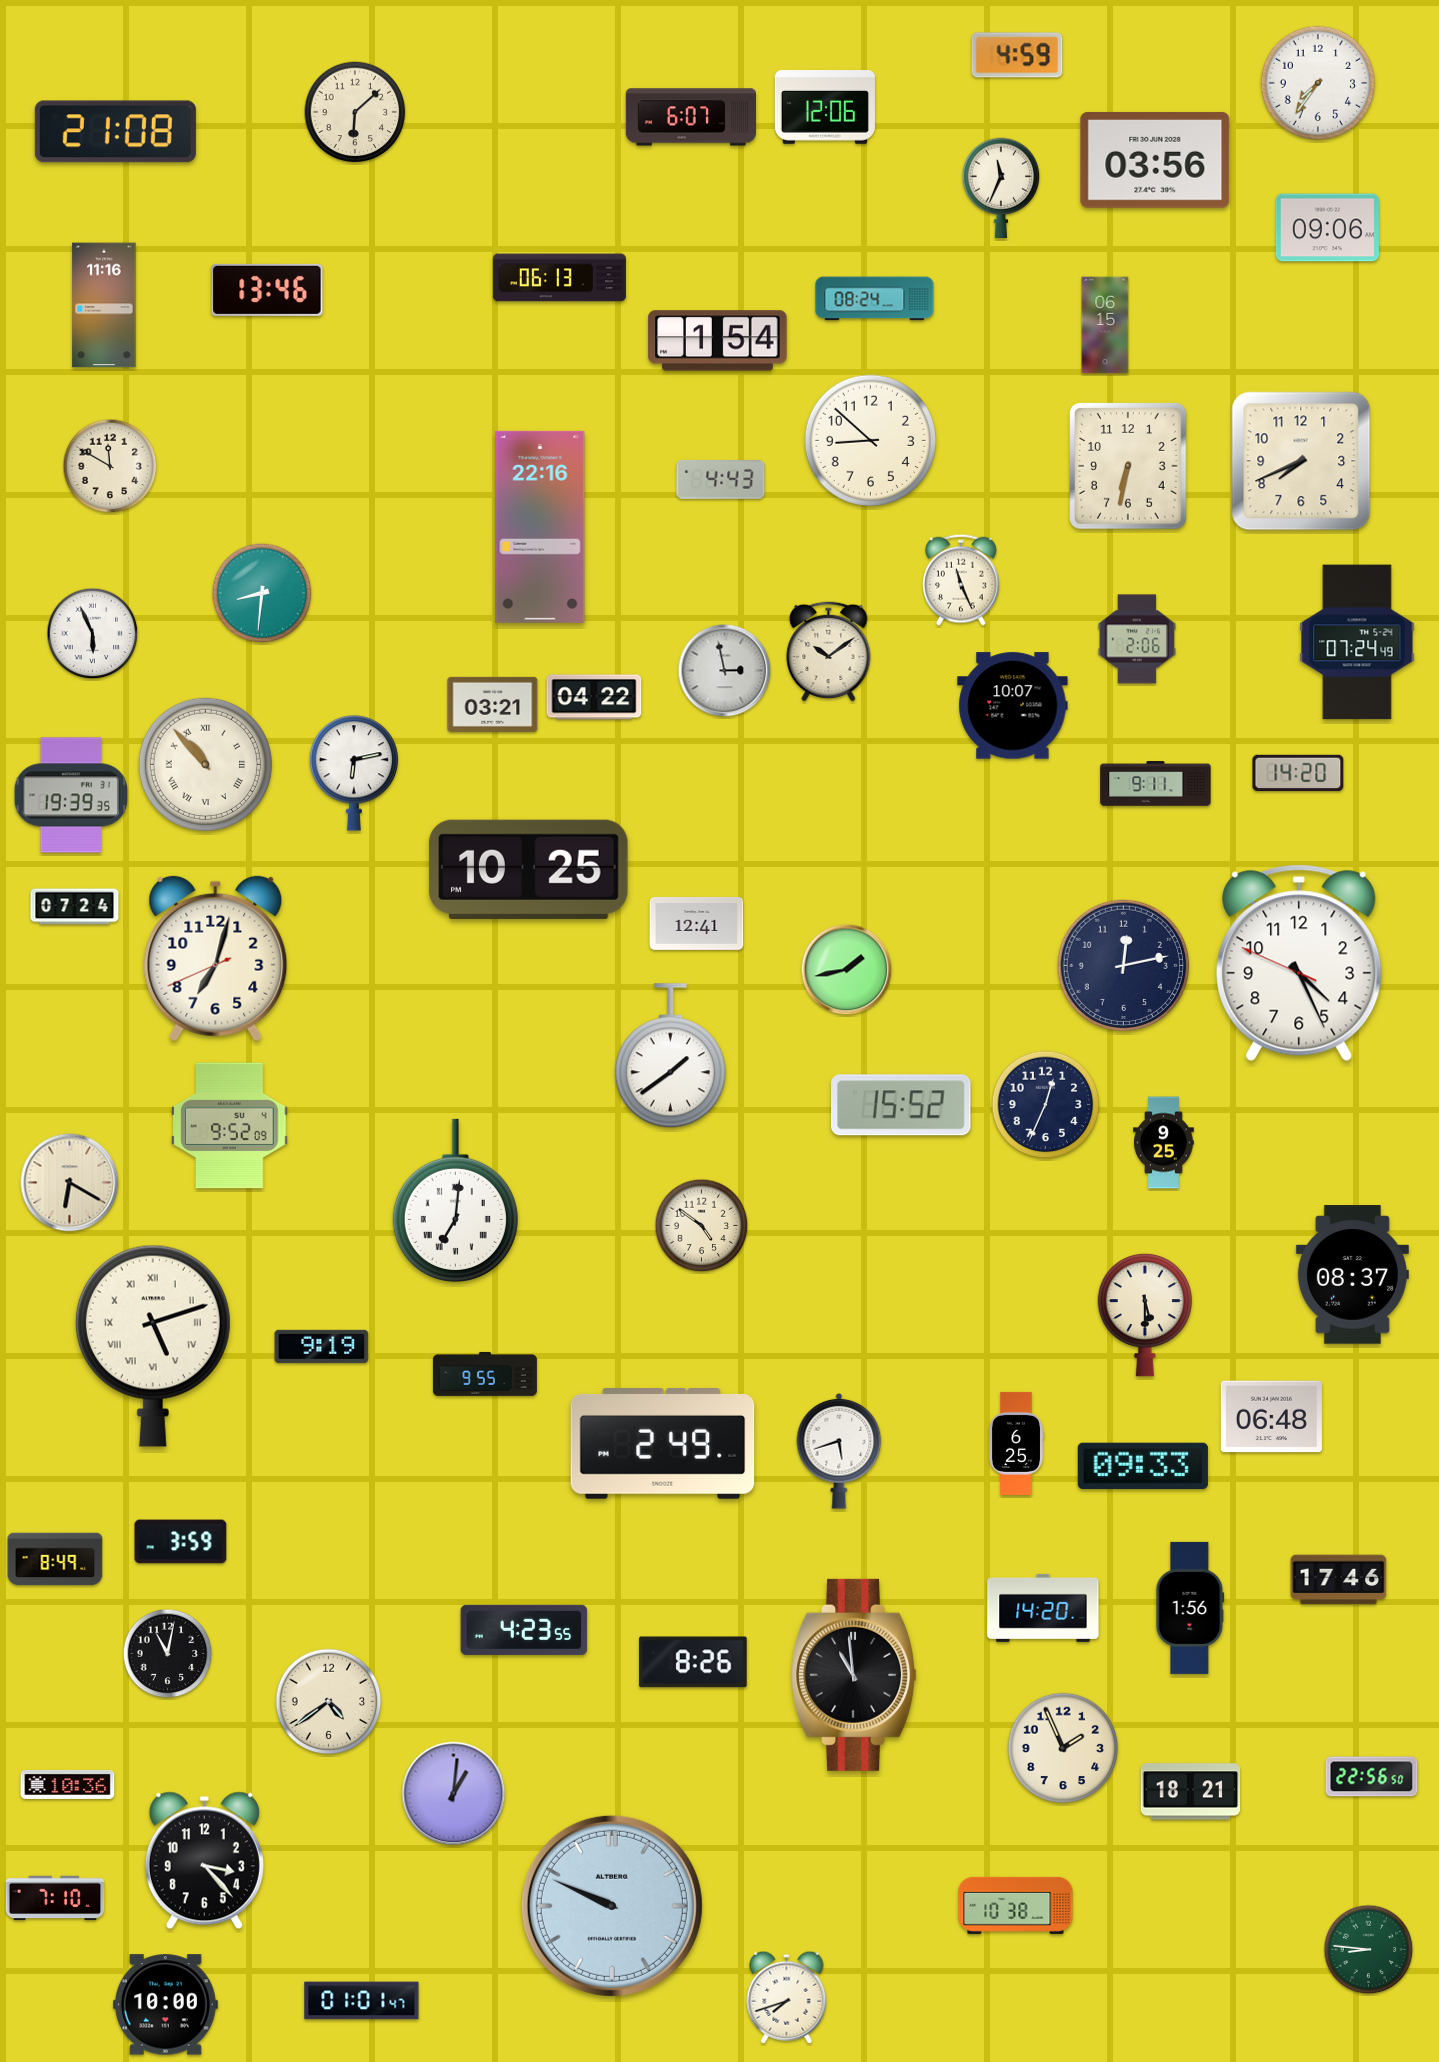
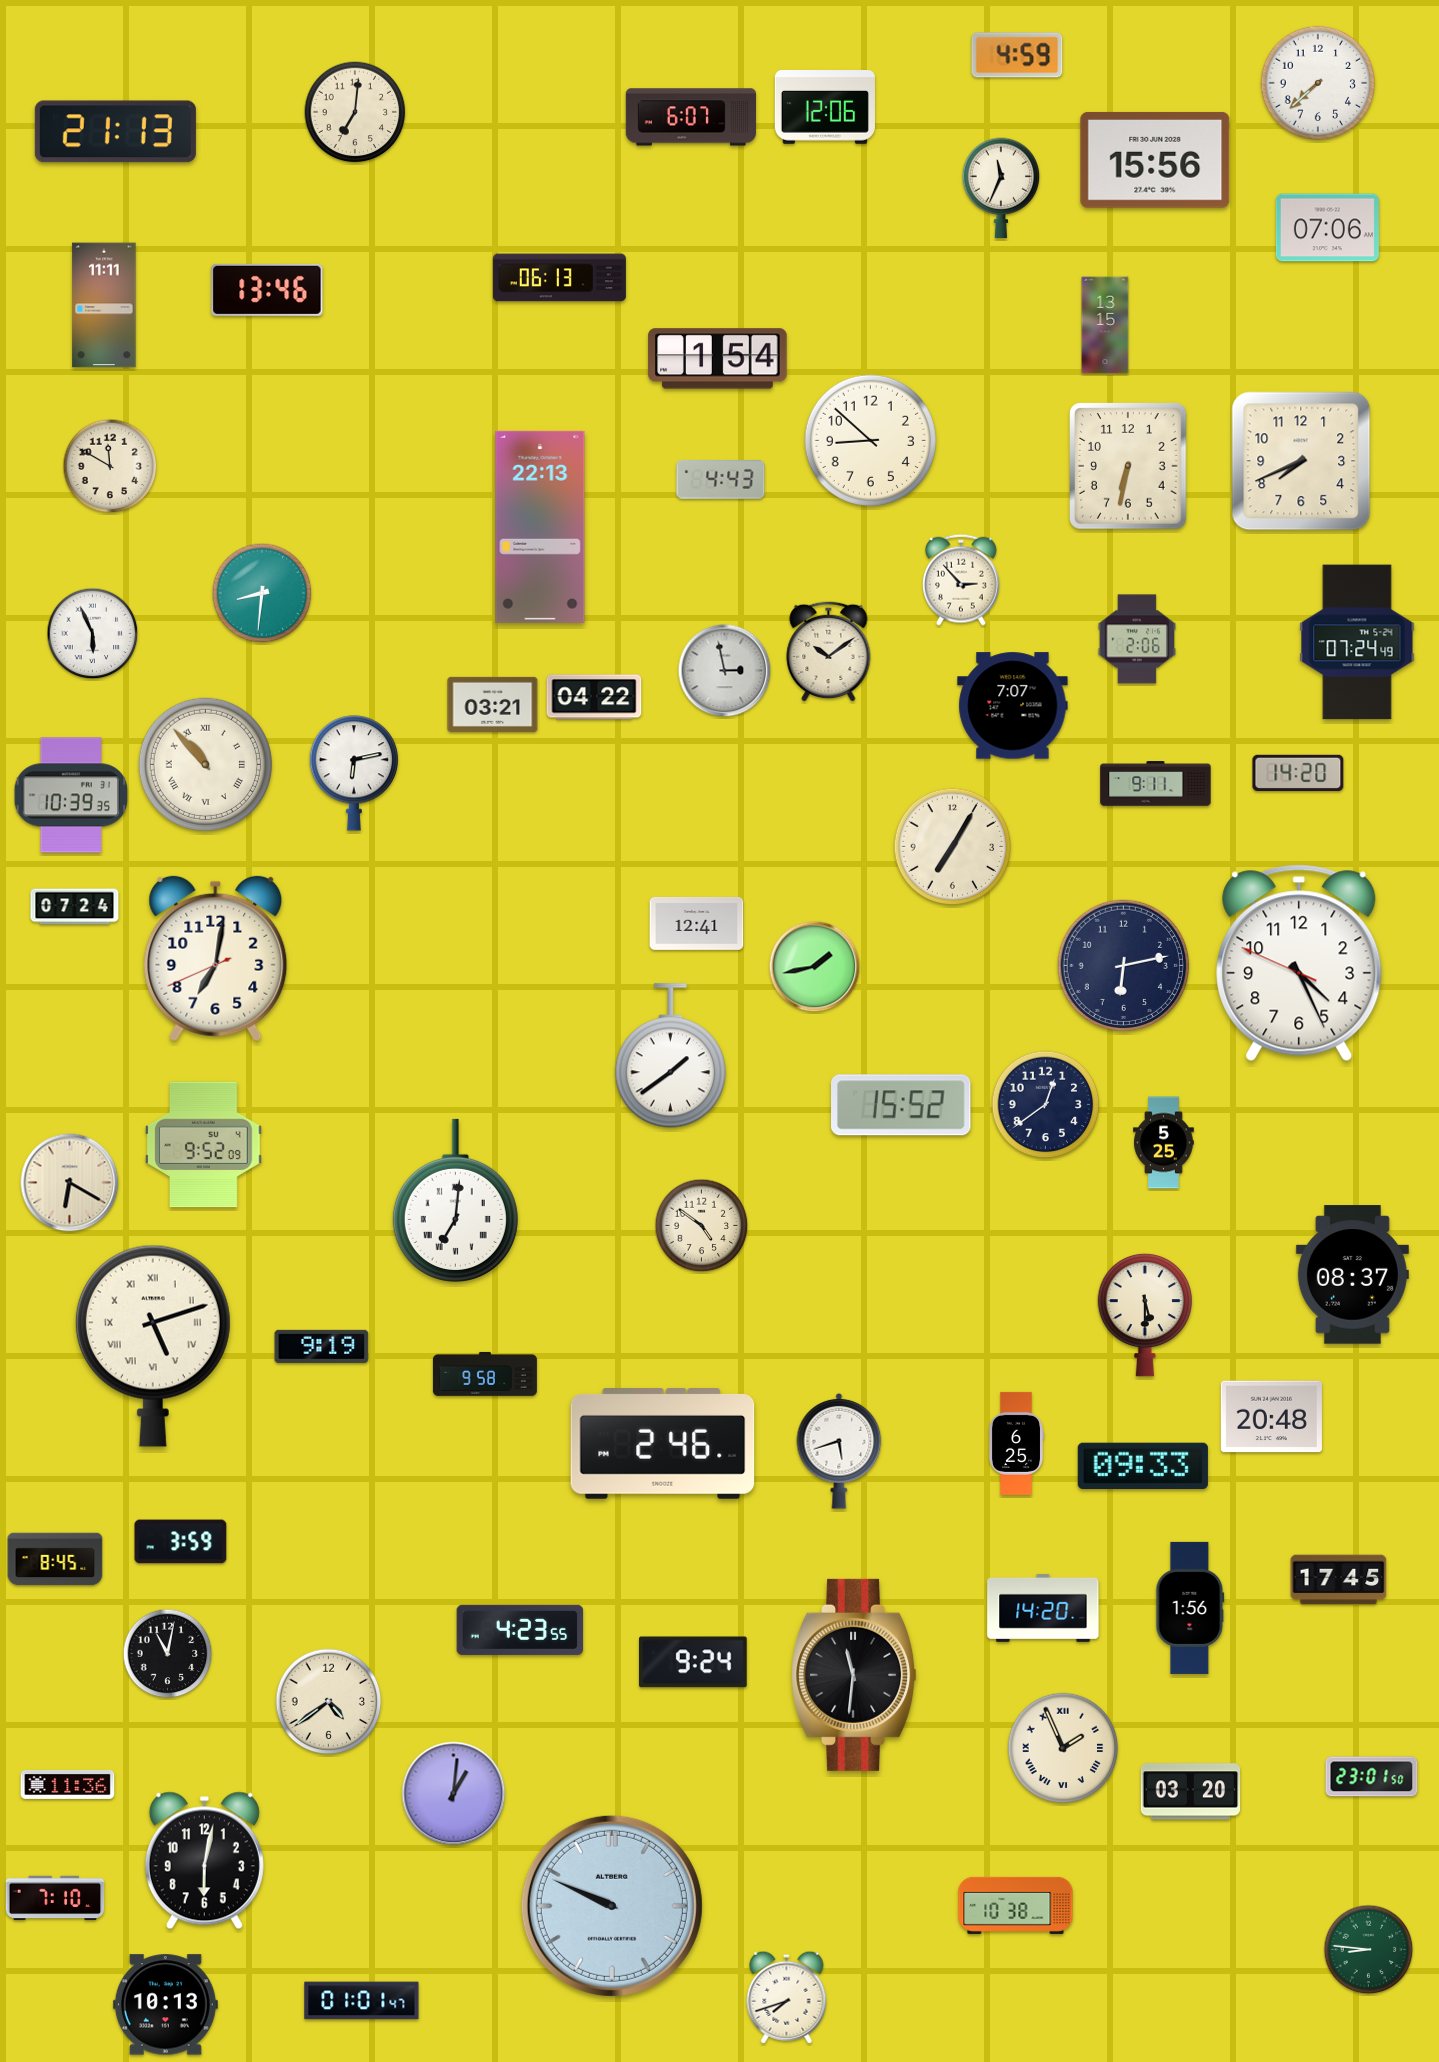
clock at (1318, 83): 7:36 -> 7:38
clock at (355, 112): 6:08 -> 7:01
clock at (115, 132): 21:08 -> 21:13
clock at (1155, 160): 03:56 -> 15:56
clock at (1327, 228): 09:06 -> 07:06
clock at (875, 299): 08:24 -> none
clock at (104, 305): 11:16 -> 11:11
clock at (1105, 325): 06:15 -> 13:15
clock at (718, 341) position: (718, 341) -> (718, 359)
clock at (540, 527): 22:16 -> 22:13
clock at (962, 580): 11:26 -> 2:53
clock at (1013, 706): 10:07 -> 7:07
clock at (71, 795): 19:39 -> 10:39
clock at (953, 847): none -> 7:05
clock at (529, 869): 10:25 -> none
clock at (216, 959): 7:02 -> 7:01
clock at (1123, 965): 12:13 -> 6:13
clock at (847, 970) position: (847, 970) -> (815, 967)
clock at (1046, 1105): 12:34 -> 12:39
clock at (230, 1126) position: (230, 1126) -> (204, 1145)
clock at (1164, 1143): 9:25 -> 5:25
clock at (485, 1374): 9:55 -> 9:58
clock at (1271, 1417): 06:48 -> 20:48
clock at (663, 1444): 2:49 -> 2:46
clock at (55, 1559): 8:49 -> 8:45
clock at (1339, 1580): 17:46 -> 17:45
clock at (524, 1630) position: (524, 1630) -> (520, 1630)
clock at (694, 1662): 8:26 -> 9:24
clock at (854, 1675): 10:59 -> 11:31
clock at (1063, 1748) numerals: Arabic -> Roman
clock at (1372, 1777): 22:56 -> 23:01
clock at (68, 1784): 10:36 -> 11:36
clock at (1191, 1792): 18:21 -> 03:20
clock at (204, 1861): 3:23 -> 6:02
clock at (165, 2005): 10:00 -> 10:13
